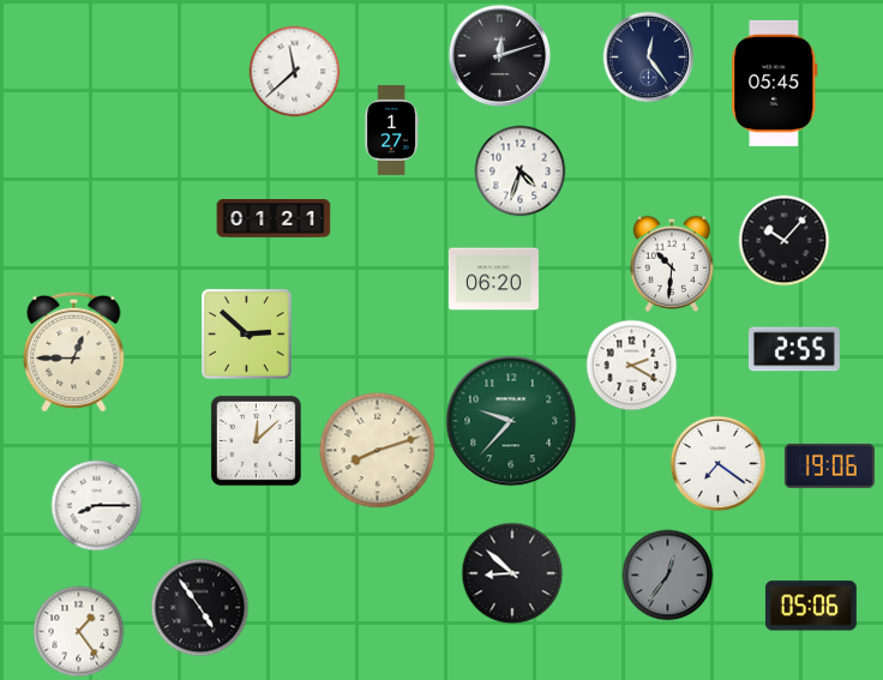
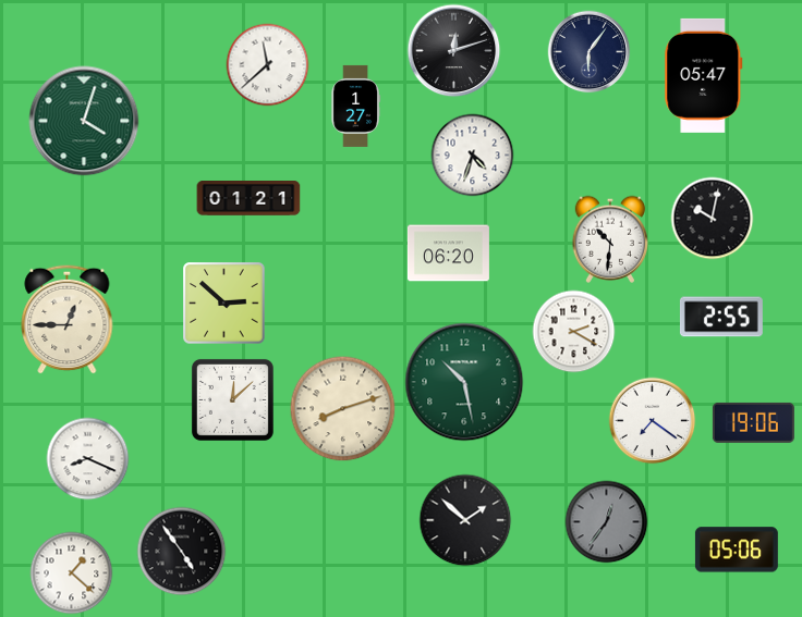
clock at (649, 58): 12:24 -> 6:06
clock at (775, 83): 05:45 -> 05:47
clock at (391, 130) position: (391, 130) -> (355, 106)
clock at (84, 121): none -> 4:03
clock at (785, 241): 10:07 -> 10:02
clock at (511, 421): 9:37 -> 10:28
clock at (97, 506): 8:15 -> 8:19
clock at (512, 573): 8:52 -> 1:52
clock at (79, 632): 1:24 -> 1:22
